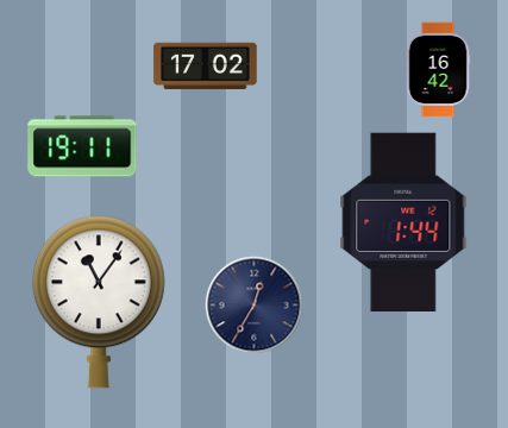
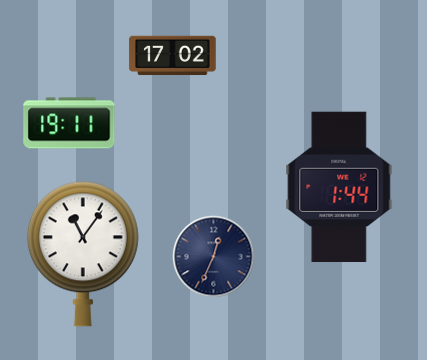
clock at (438, 70): 16:42 -> none
clock at (255, 306): 12:35 -> 12:34
